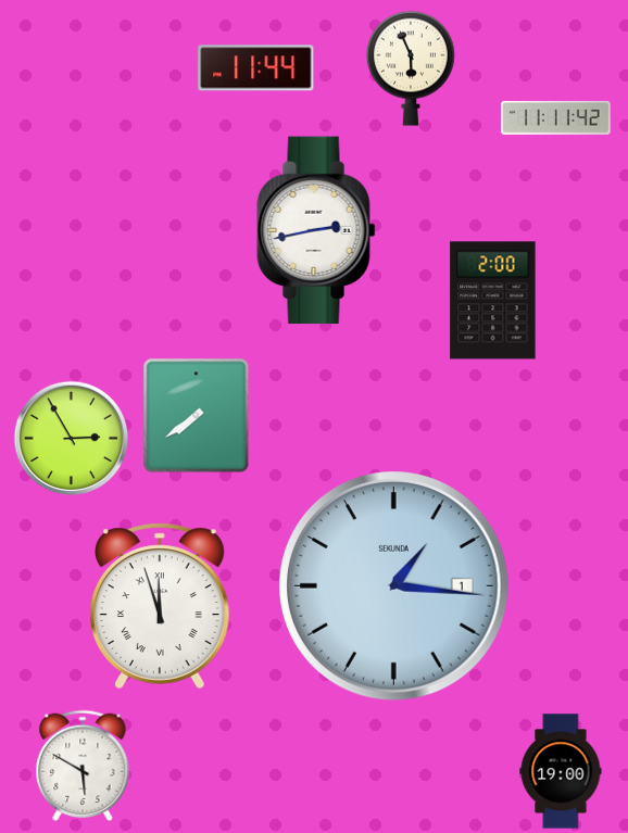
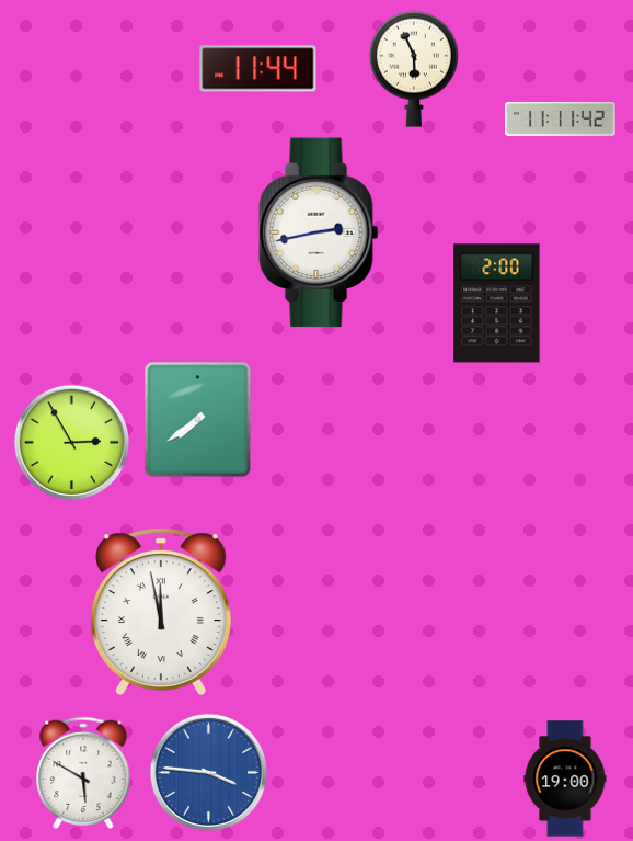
clock at (394, 586): 1:16 -> none
clock at (160, 606): 11:57 -> 11:58
clock at (208, 773): none -> 3:46
